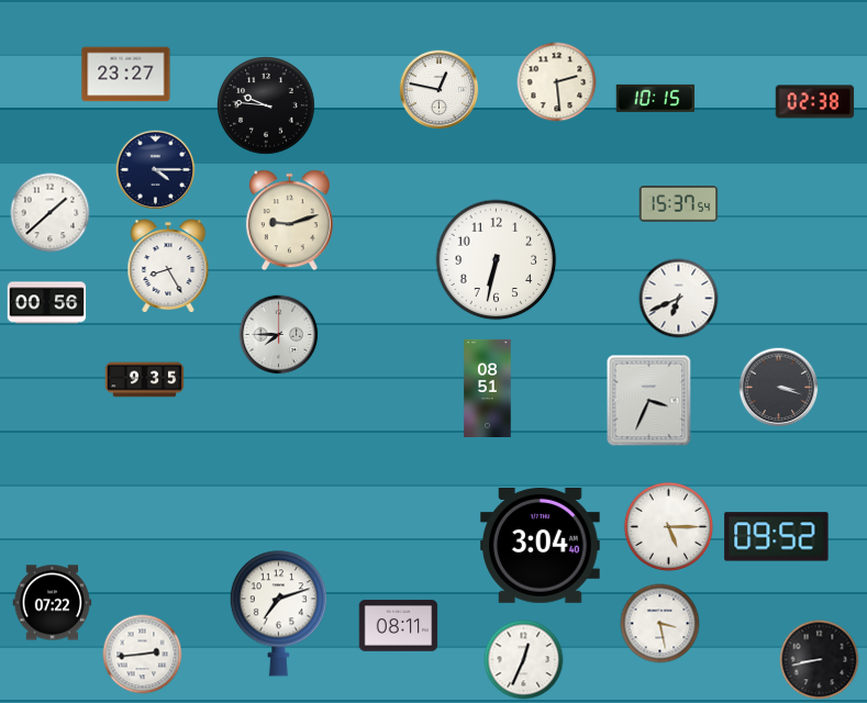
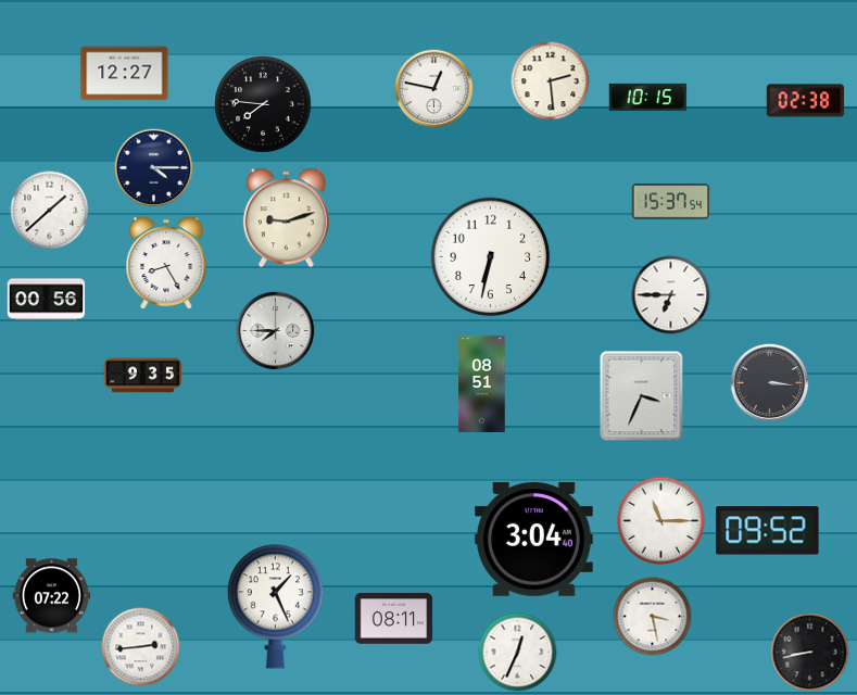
clock at (126, 75): 23:27 -> 12:27
clock at (266, 105): 9:46 -> 7:46
clock at (679, 299): 6:41 -> 6:45
clock at (779, 388): 3:18 -> 3:16
clock at (668, 526): 5:15 -> 11:15
clock at (278, 614): 7:12 -> 1:26
